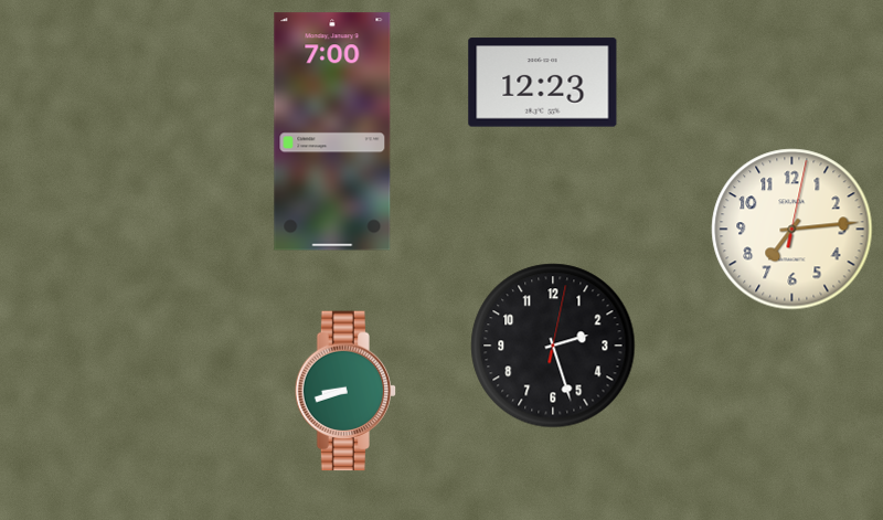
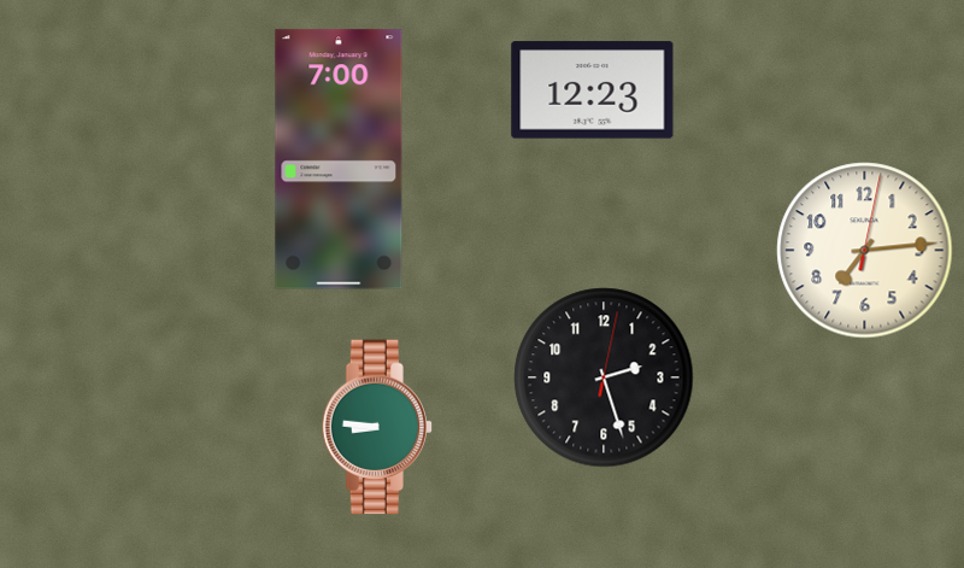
clock at (332, 131) position: (332, 131) -> (339, 159)
clock at (345, 391): 8:42 -> 8:46
